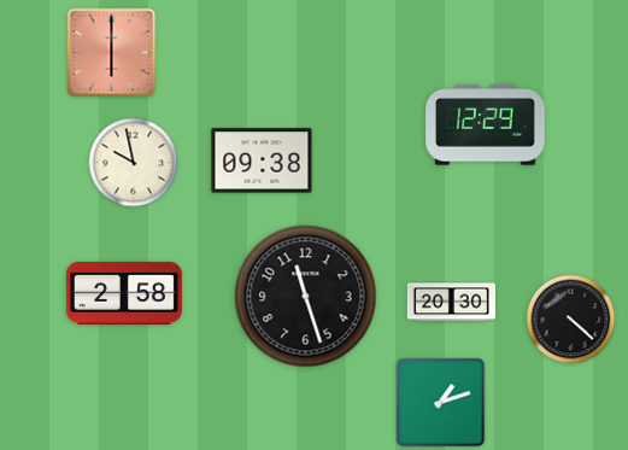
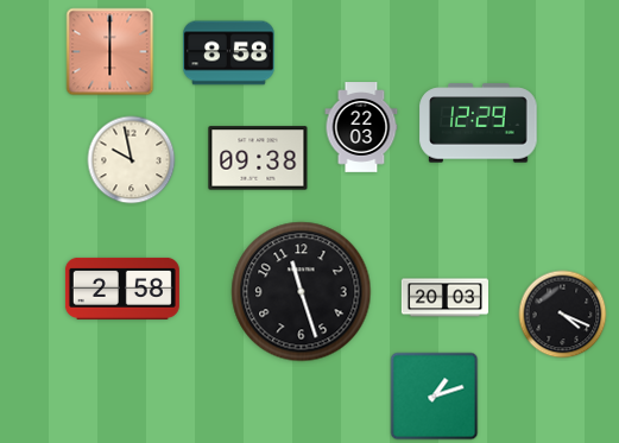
clock at (229, 53): none -> 8:58
clock at (361, 127): none -> 22:03
clock at (451, 303): 20:30 -> 20:03
clock at (571, 320): 4:22 -> 4:19
